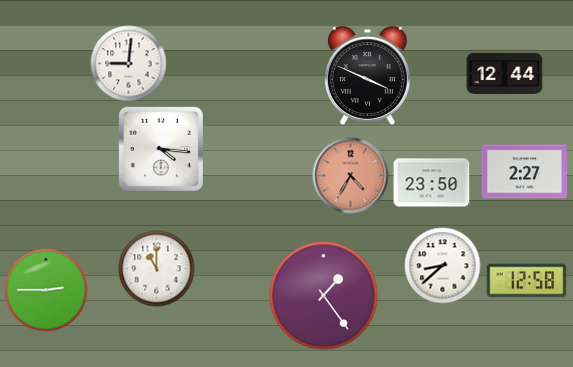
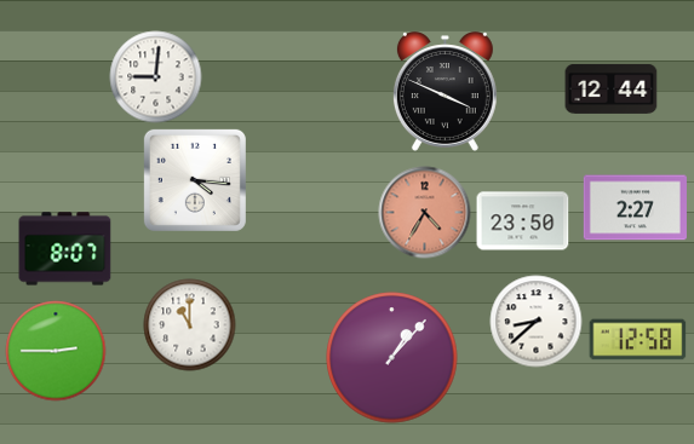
clock at (65, 249): none -> 8:07
clock at (324, 296): 1:24 -> 1:07
